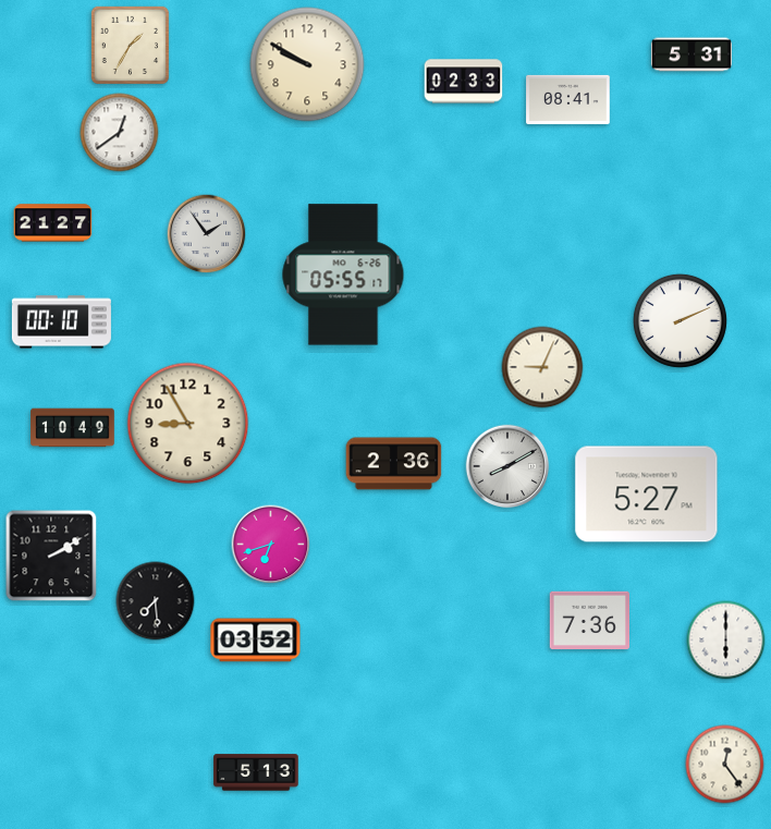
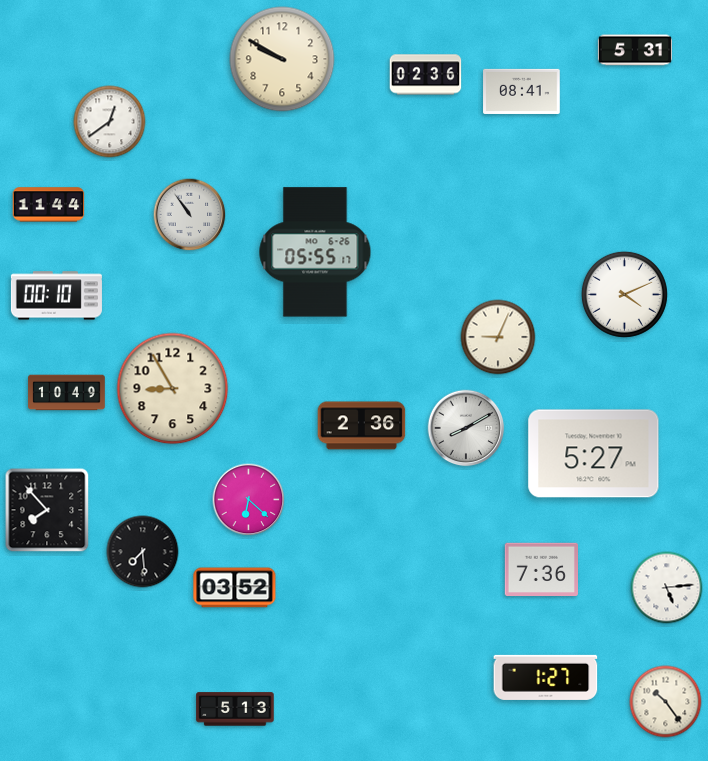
clock at (130, 45): 1:35 -> none
clock at (464, 82): 02:33 -> 02:36
clock at (53, 223): 21:27 -> 11:44
clock at (207, 234): 1:54 -> 10:54
clock at (680, 320): 2:11 -> 4:11
clock at (271, 545): 6:42 -> 6:22
clock at (51, 556): 2:10 -> 7:53
clock at (726, 641): 6:00 -> 5:14
clock at (546, 677): none -> 1:27
clock at (725, 765): 12:24 -> 10:24
